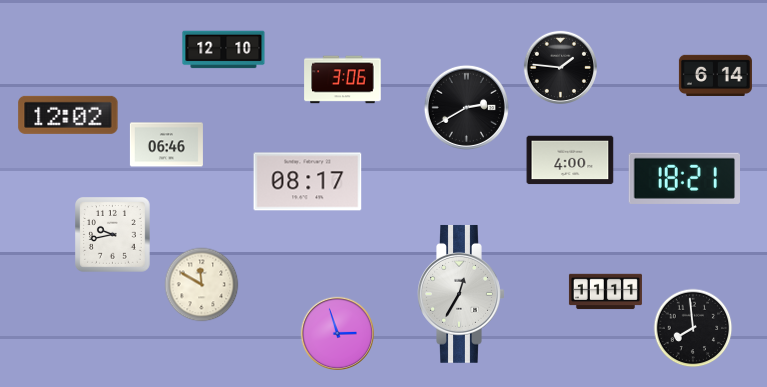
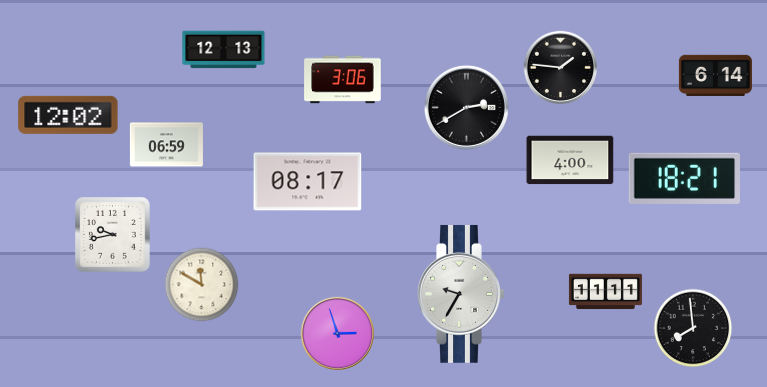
clock at (224, 50): 12:10 -> 12:13
clock at (166, 145): 06:46 -> 06:59
clock at (461, 294): 12:35 -> 9:35
